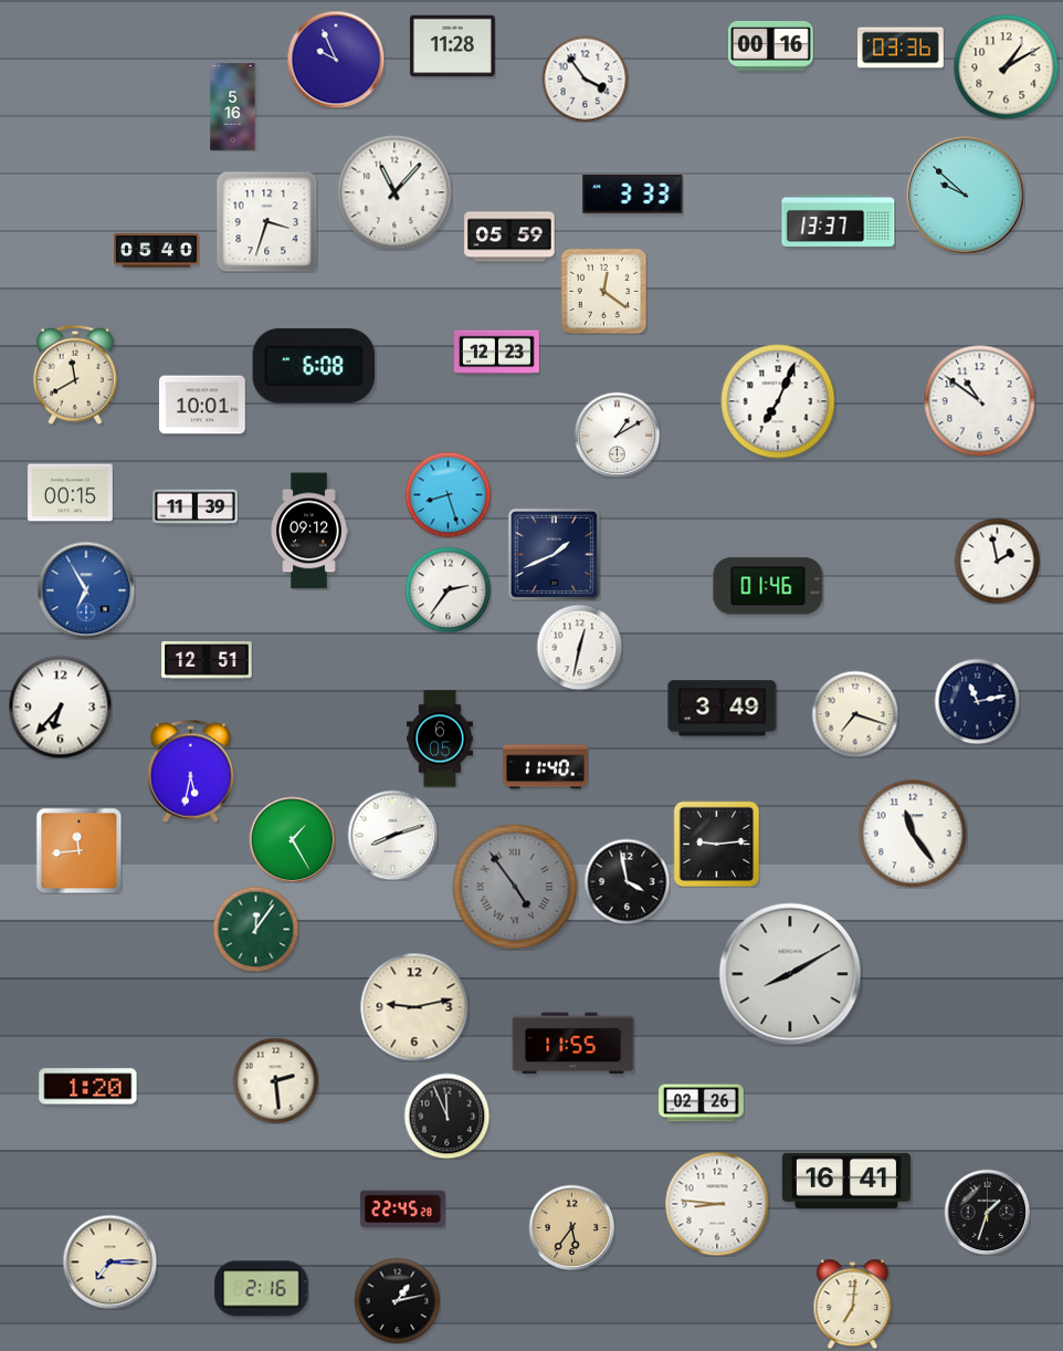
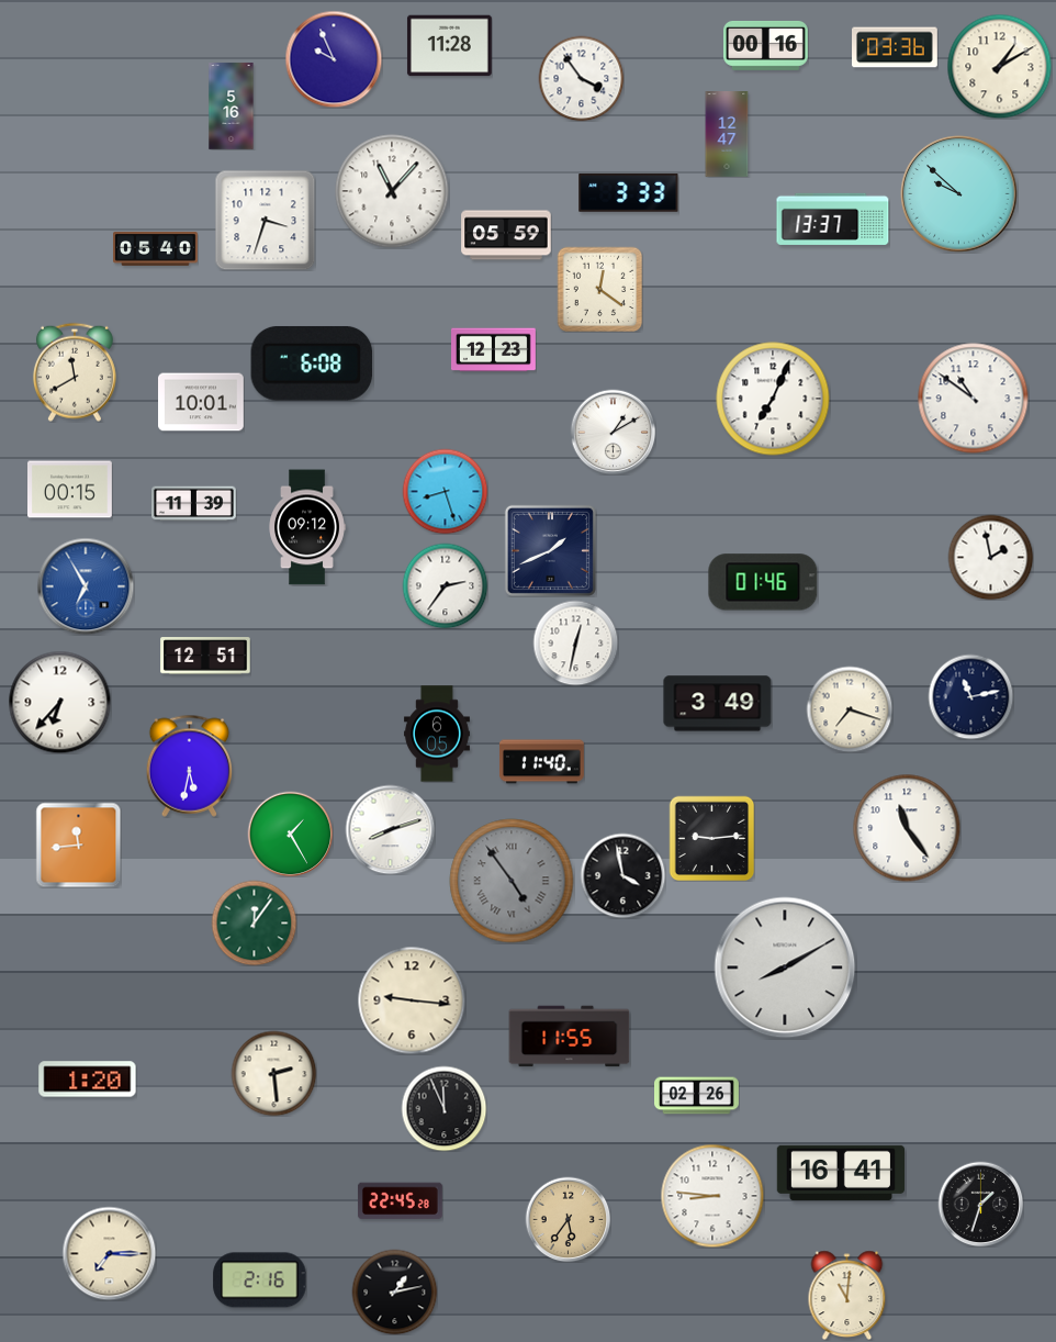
clock at (727, 134): none -> 12:47
clock at (414, 1007): 9:13 -> 9:16
clock at (853, 1303): 7:01 -> 11:01
